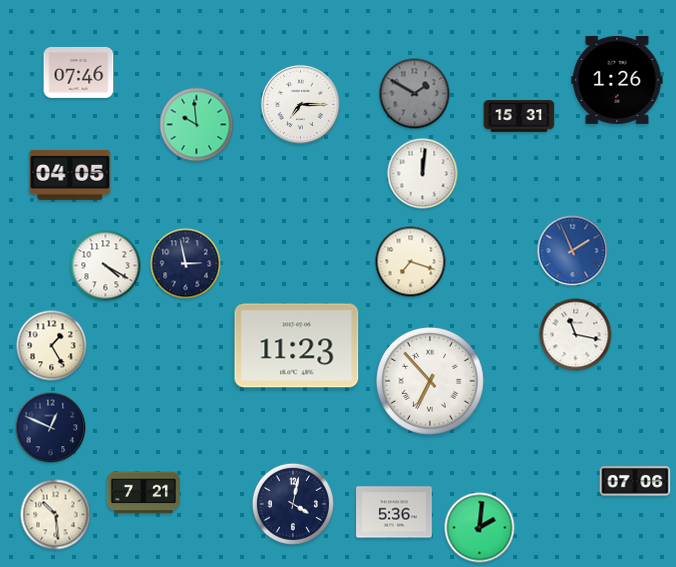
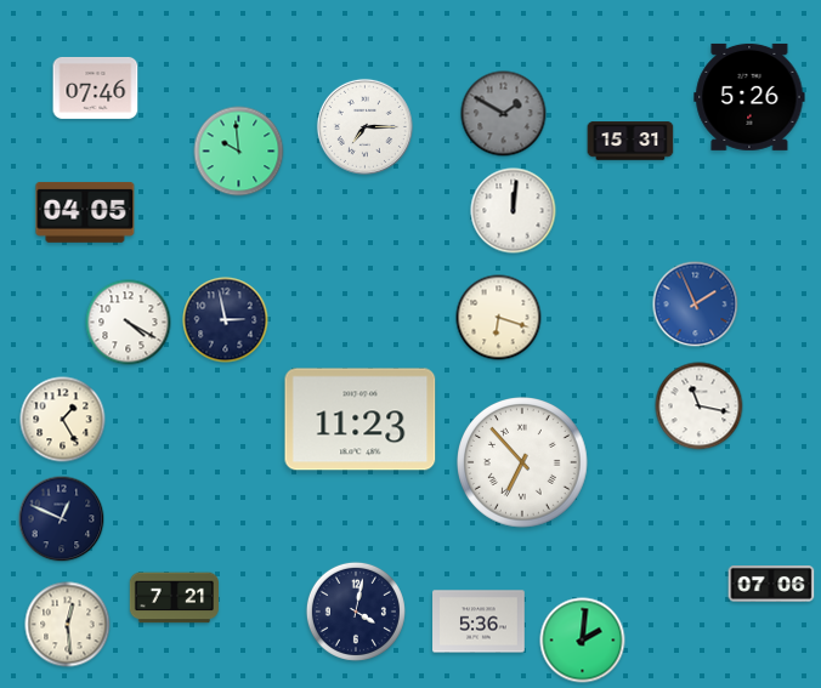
clock at (617, 80): 1:26 -> 5:26
clock at (411, 262): 7:18 -> 6:18
clock at (56, 515): 10:29 -> 12:29
